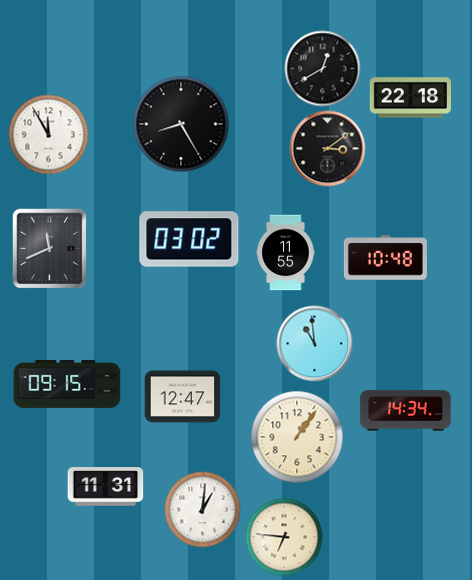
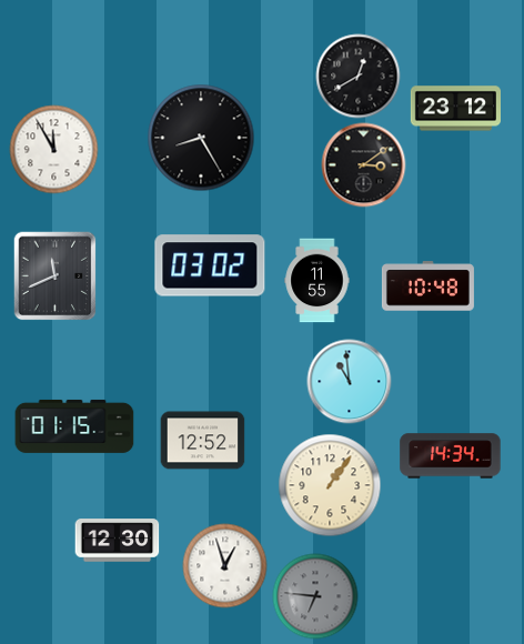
clock at (410, 98): 22:18 -> 23:12
clock at (67, 384): 09:15 -> 01:15
clock at (183, 397): 12:47 -> 12:52
clock at (106, 487): 11:31 -> 12:30
clock at (203, 510): 1:01 -> 12:57
clock at (284, 537) dial: cream -> grey
